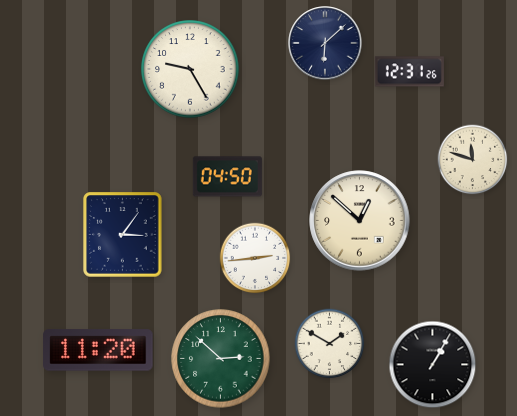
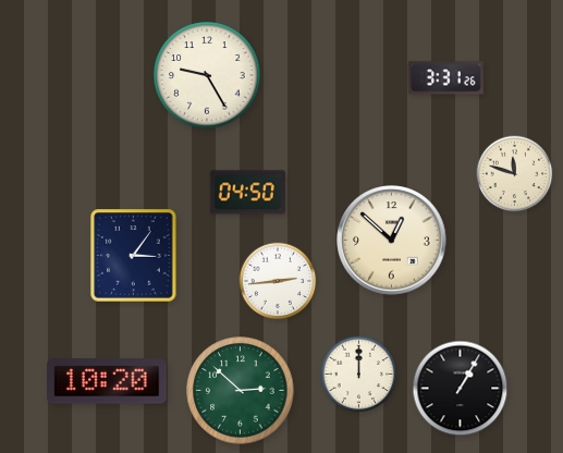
clock at (325, 43): 6:08 -> none
clock at (409, 72): 12:31 -> 3:31
clock at (330, 344): 1:50 -> 12:00
clock at (98, 350): 11:20 -> 10:20
clock at (433, 365) position: (433, 365) -> (461, 389)
